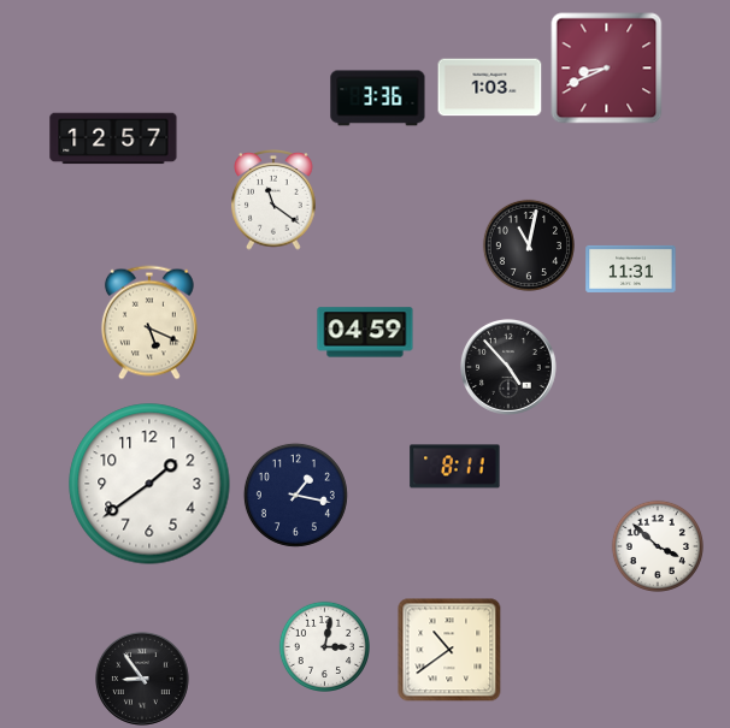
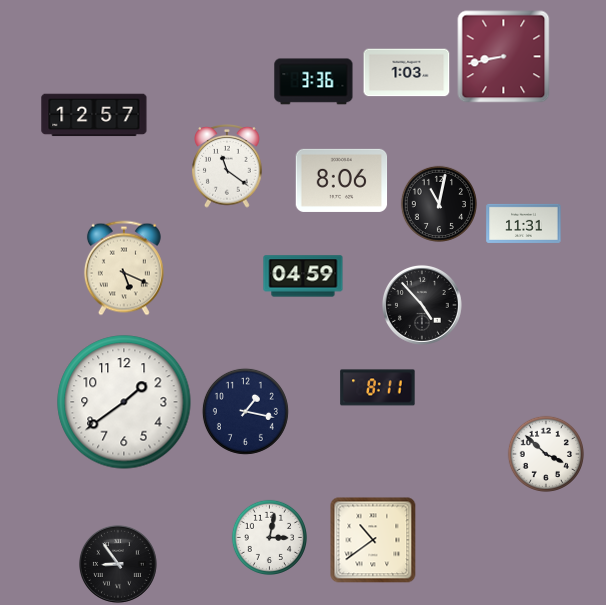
clock at (607, 69): 8:41 -> 8:43
clock at (342, 180): none -> 8:06
